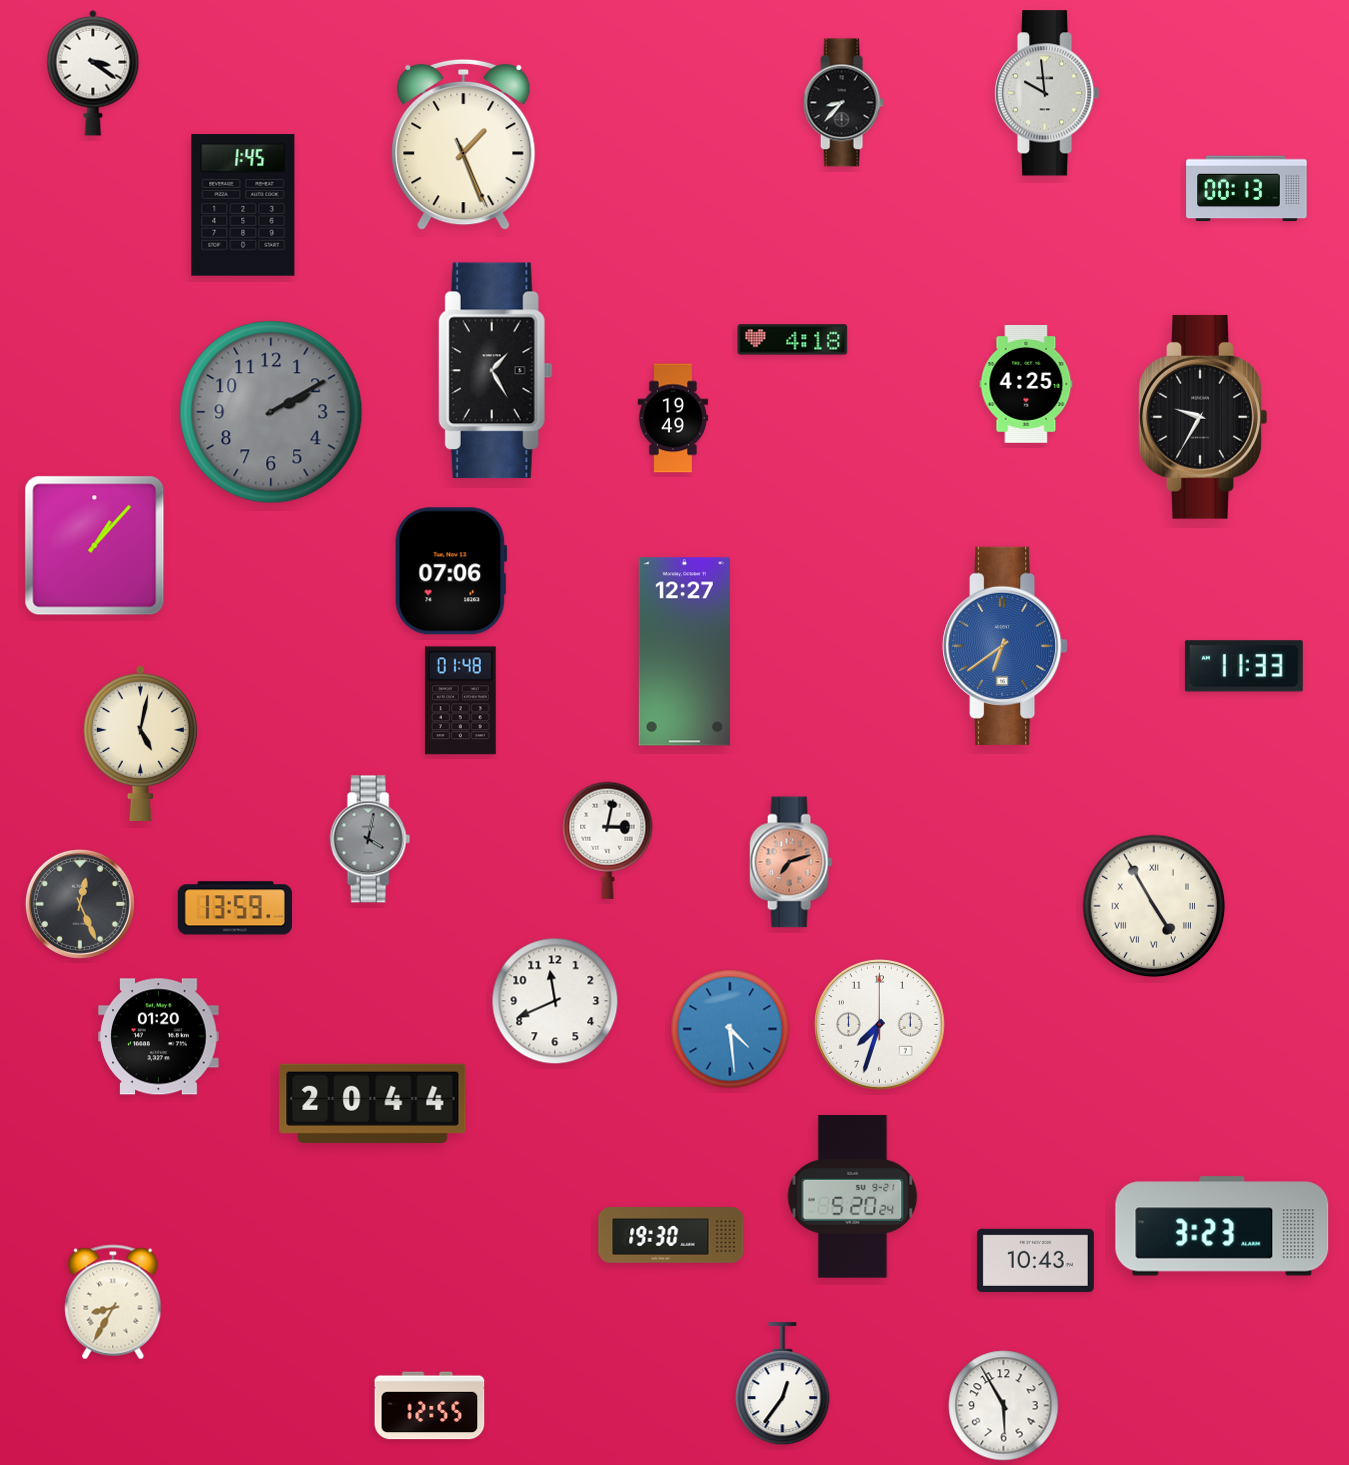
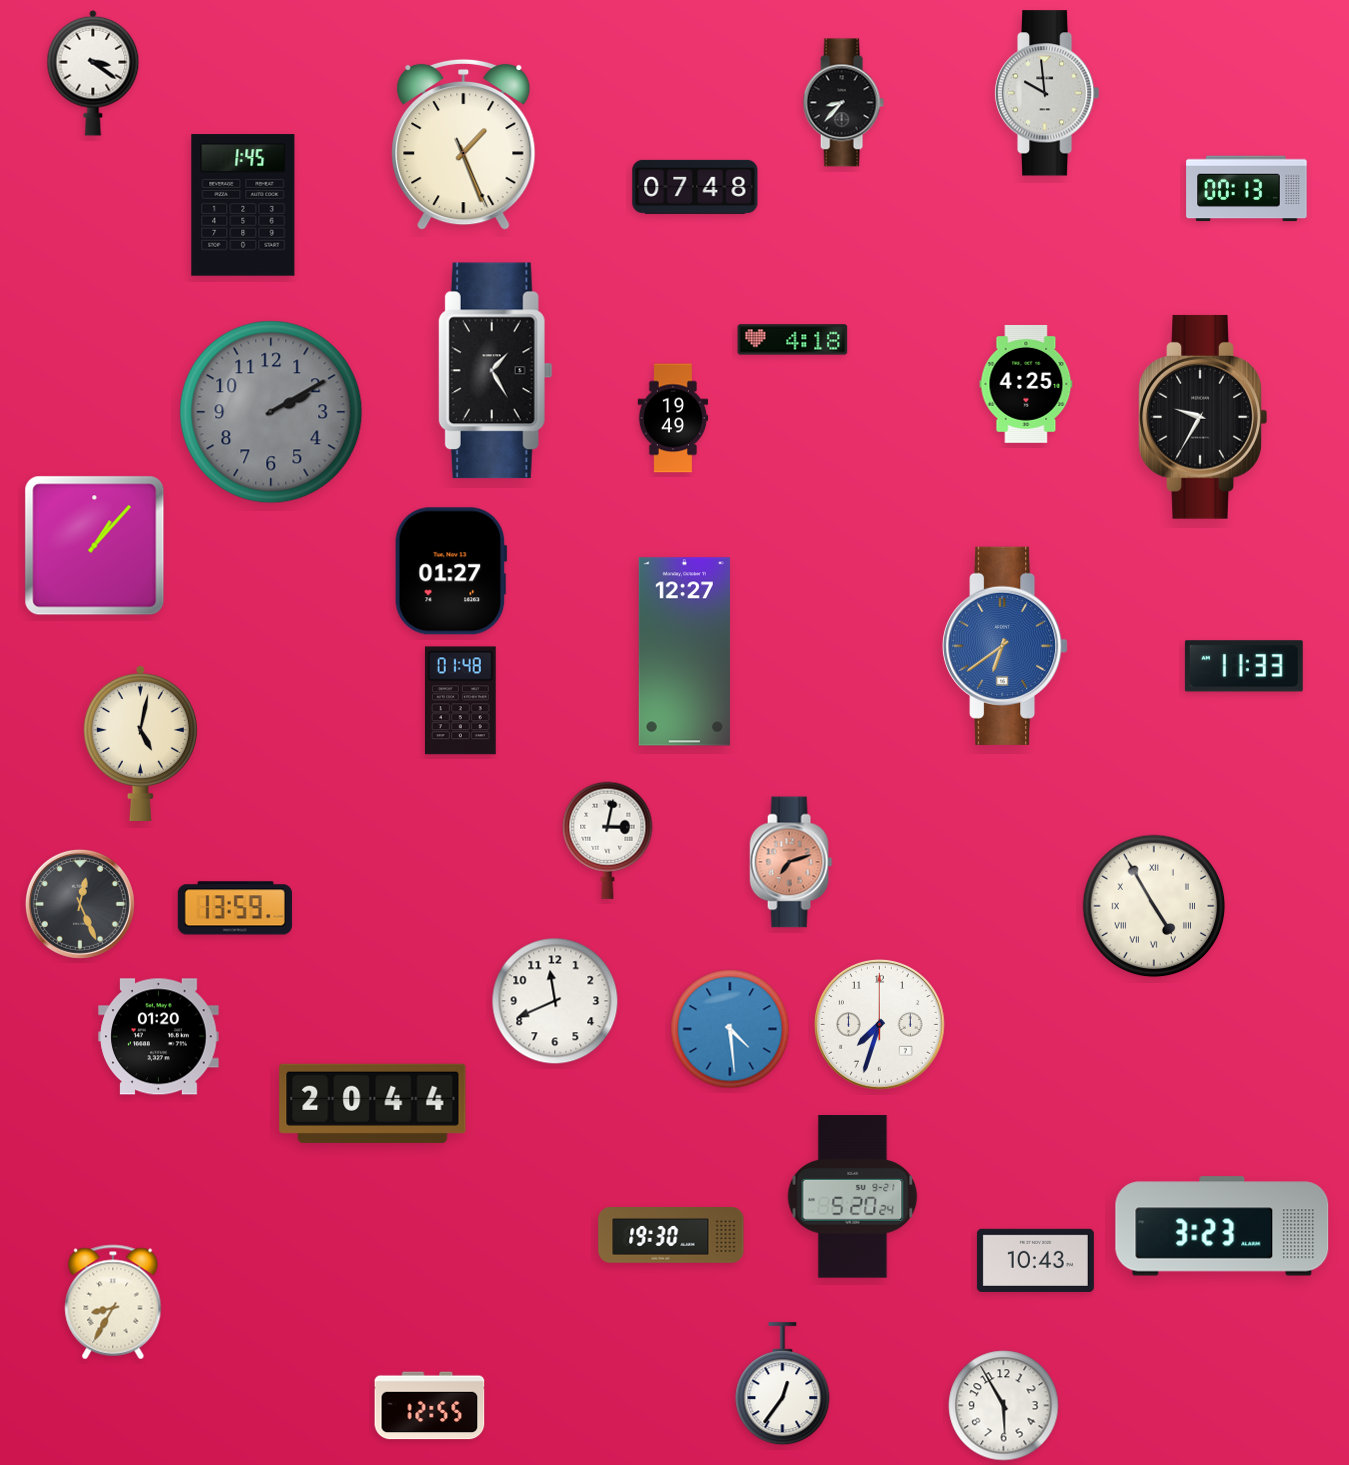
clock at (695, 187): none -> 07:48
clock at (451, 571): 07:06 -> 01:27
clock at (370, 839): 4:02 -> none
